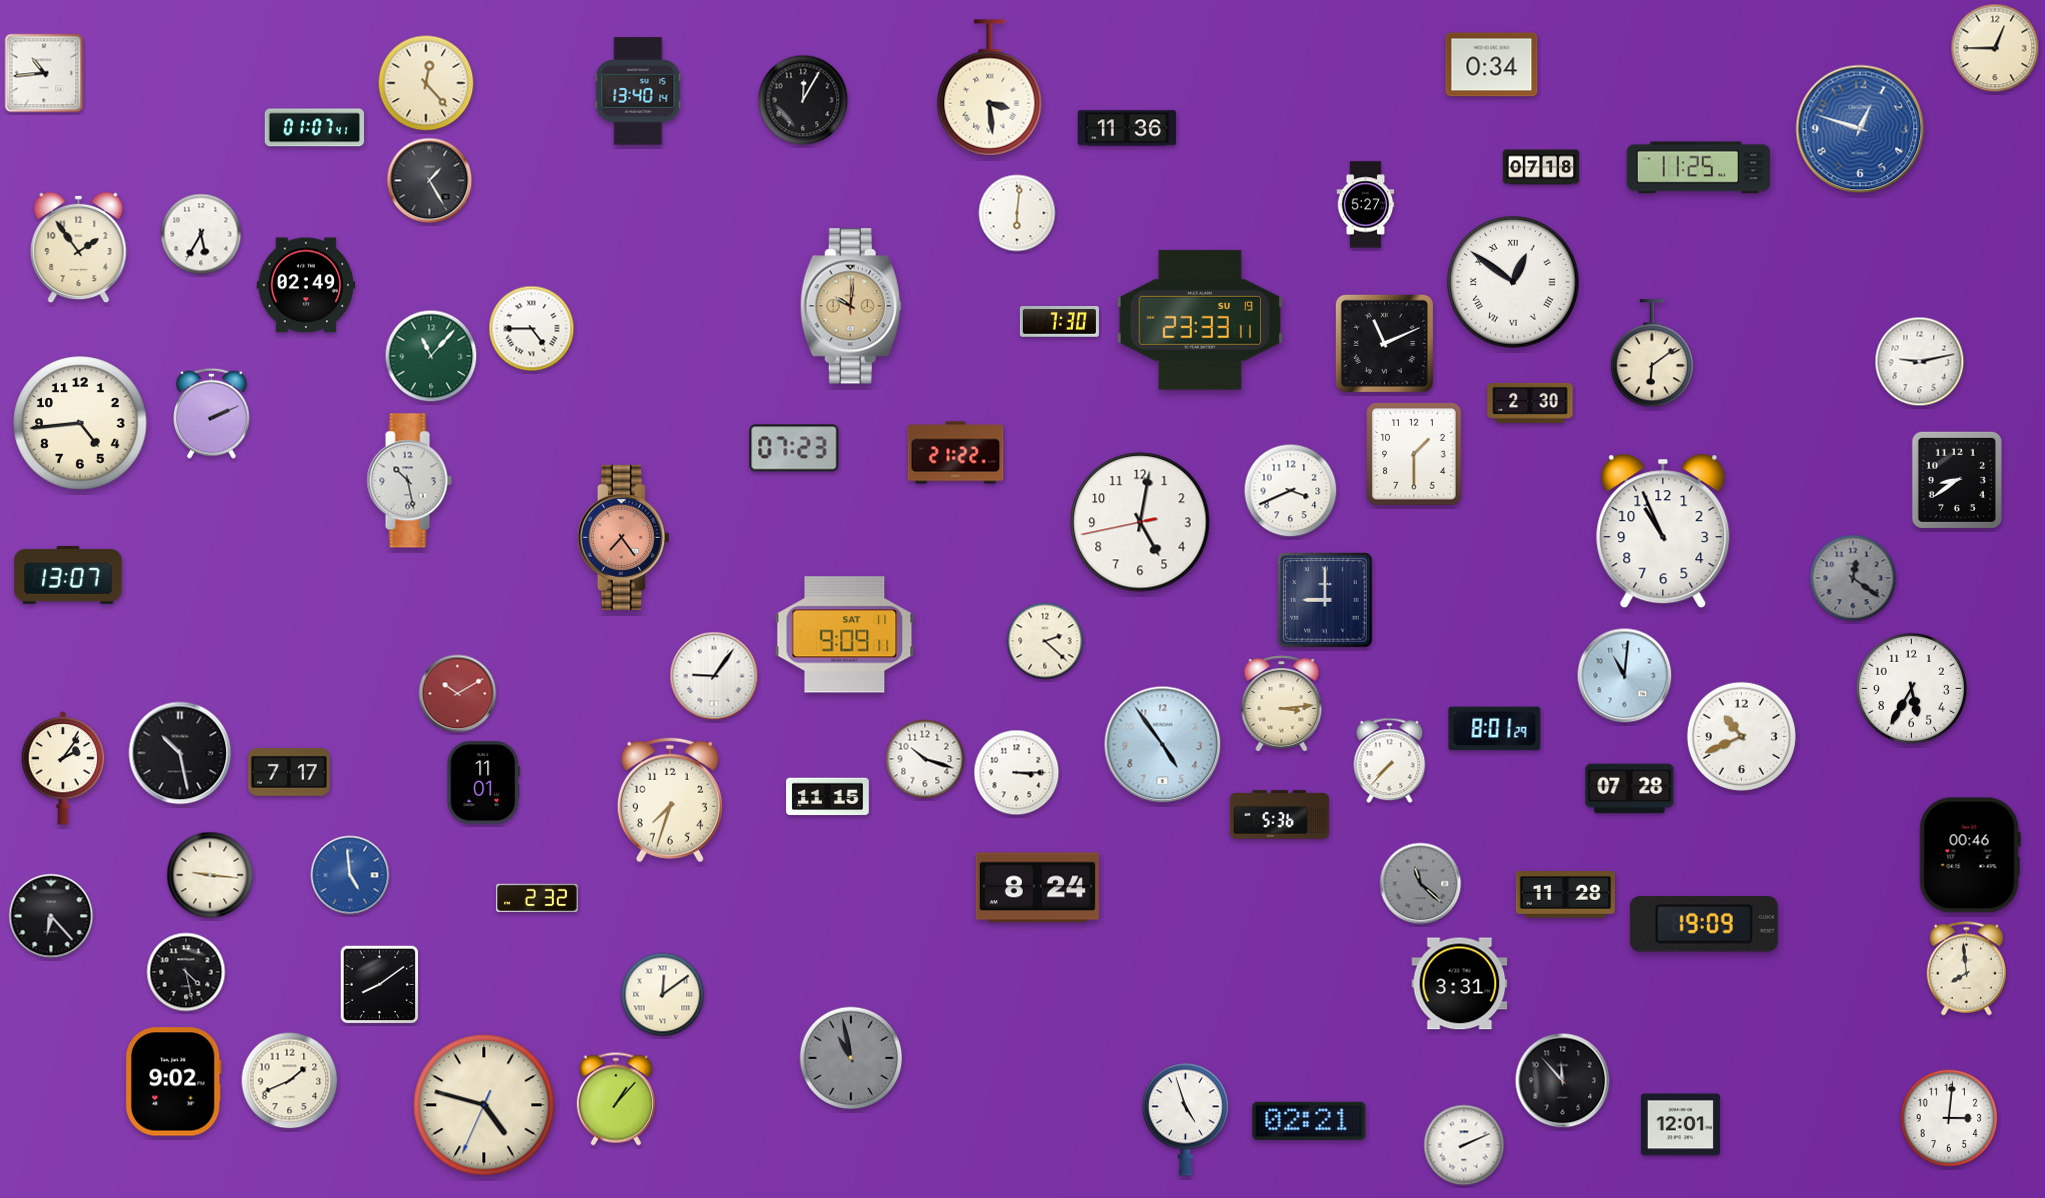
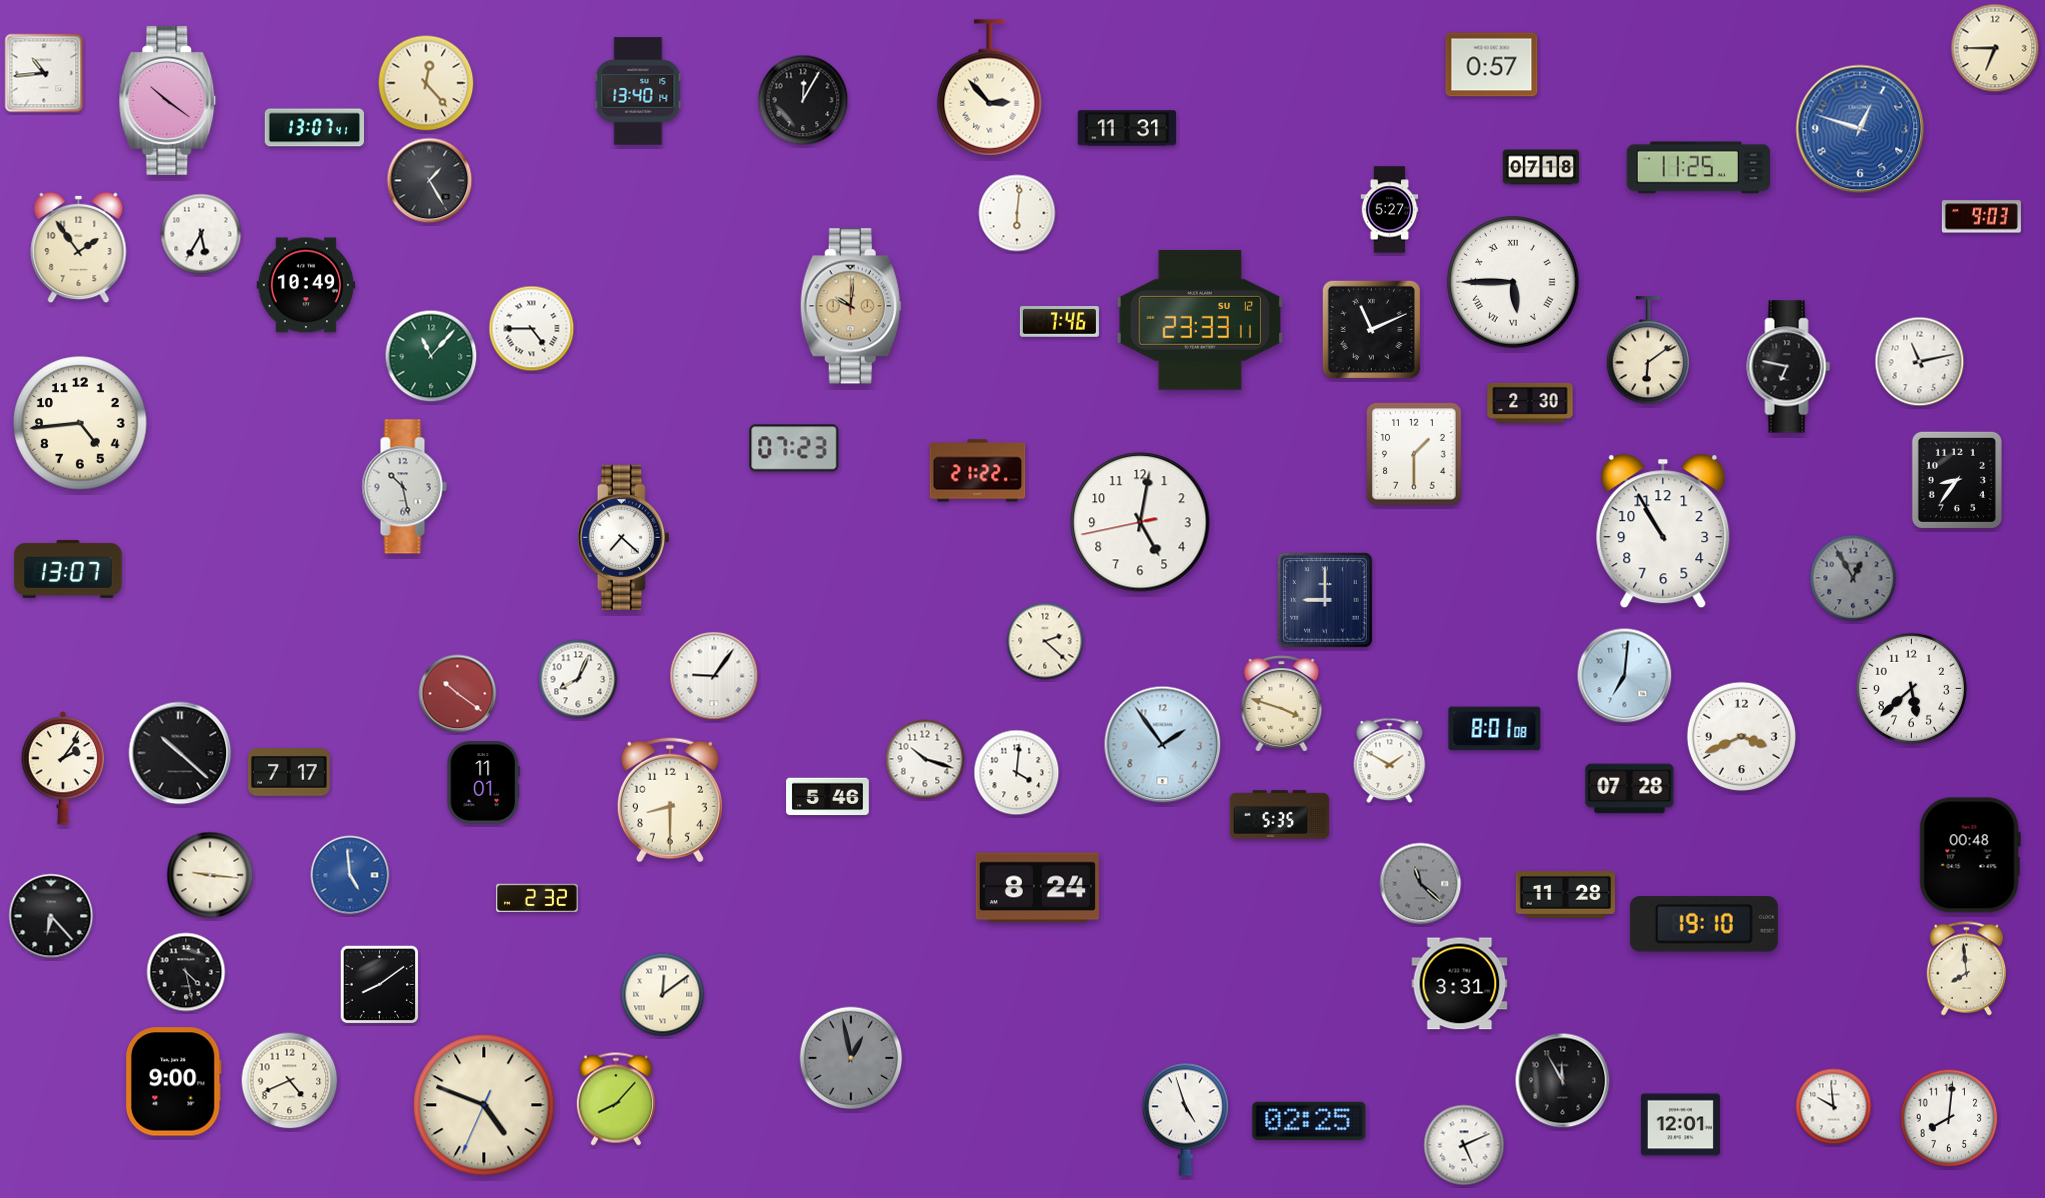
clock at (1995, 48): 12:45 -> 6:45
clock at (1492, 65): 0:34 -> 0:57
clock at (990, 88): 3:29 -> 2:53
clock at (168, 100): none -> 10:21
clock at (314, 128): 01:07 -> 13:07
clock at (1127, 128): 11:36 -> 11:31
clock at (1366, 205) position: (1366, 205) -> (1390, 210)
clock at (1981, 217): none -> 9:03
clock at (1513, 282): 12:51 -> 5:45
clock at (306, 285): 02:49 -> 10:49
clock at (1200, 320) date: SU 19 -> SU 12
clock at (1059, 322): 7:30 -> 7:46
clock at (1384, 343) position: (1384, 343) -> (1371, 329)
clock at (1652, 354) position: (1652, 354) -> (1648, 351)
clock at (1920, 362): 9:13 -> 11:13
clock at (1789, 367): none -> 6:47
clock at (212, 413): 2:11 -> none
clock at (956, 453) position: (956, 453) -> (978, 471)
clock at (1957, 480): 8:39 -> 8:36
clock at (409, 481) position: (409, 481) -> (404, 487)
clock at (1291, 491): 3:41 -> none
clock at (1663, 531): 10:56 -> 10:55
clock at (623, 537): 7:24 -> 7:22
clock at (623, 537) dial: salmon -> white
clock at (68, 575) position: (68, 575) -> (68, 569)
clock at (1853, 578): 12:21 -> 12:55
clock at (845, 635): 9:09 -> none
clock at (1625, 676): 11:01 -> 7:01
clock at (578, 679): none -> 8:04
clock at (1911, 688): 5:35 -> 5:38
clock at (458, 694): 10:10 -> 10:21
clock at (1282, 704): 3:14 -> 3:48
clock at (1495, 729): 8:01:29 -> 8:01:08
clock at (1741, 736): 10:41 -> 3:41
clock at (1163, 745): 4:54 -> 1:54
clock at (180, 753): 10:28 -> 10:22
clock at (1390, 761): 7:37 -> 1:50
clock at (1017, 773): 3:15 -> 4:01
clock at (828, 797): 11:15 -> 5:46
clock at (670, 800): 7:33 -> 8:30
clock at (1280, 815): 5:36 -> 5:35
clock at (1970, 855): 00:46 -> 00:48
clock at (1704, 924): 19:09 -> 19:10
clock at (851, 1058): 10:58 -> 12:58
clock at (290, 1081): 1:41 -> 4:41
clock at (1563, 1081): 11:53 -> 11:55
clock at (173, 1082): 9:02 -> 9:00
clock at (616, 1099): 1:07 -> 8:07
clock at (484, 1105): 4:47 -> 4:48
clock at (1834, 1107): none -> 9:59
clock at (1949, 1118): 3:01 -> 8:01
clock at (1309, 1121): 02:21 -> 02:25
clock at (1464, 1145): 2:11 -> 5:11
